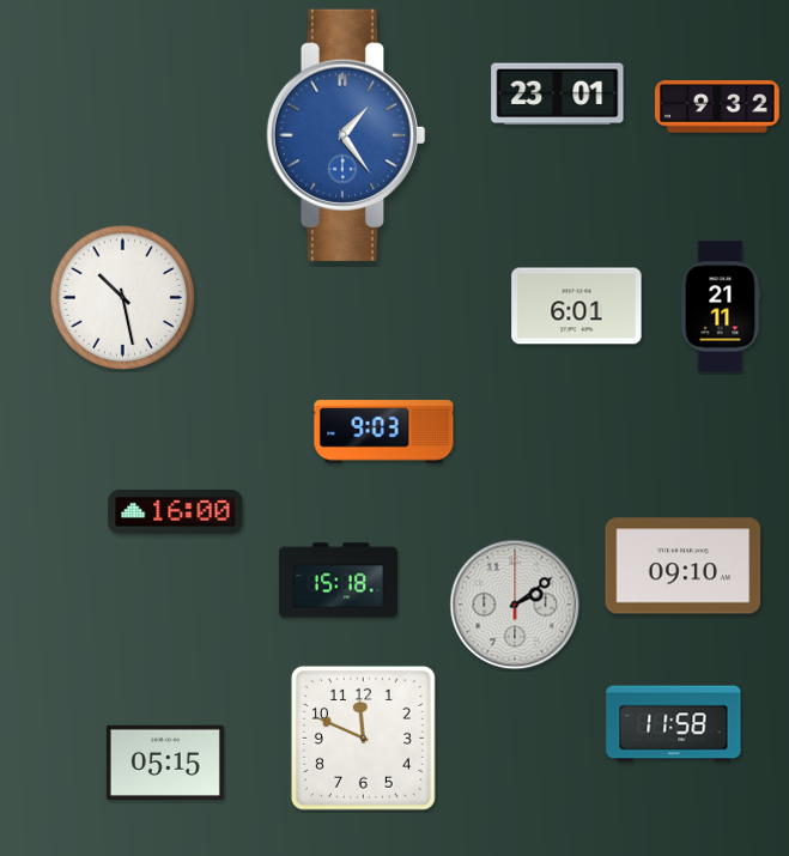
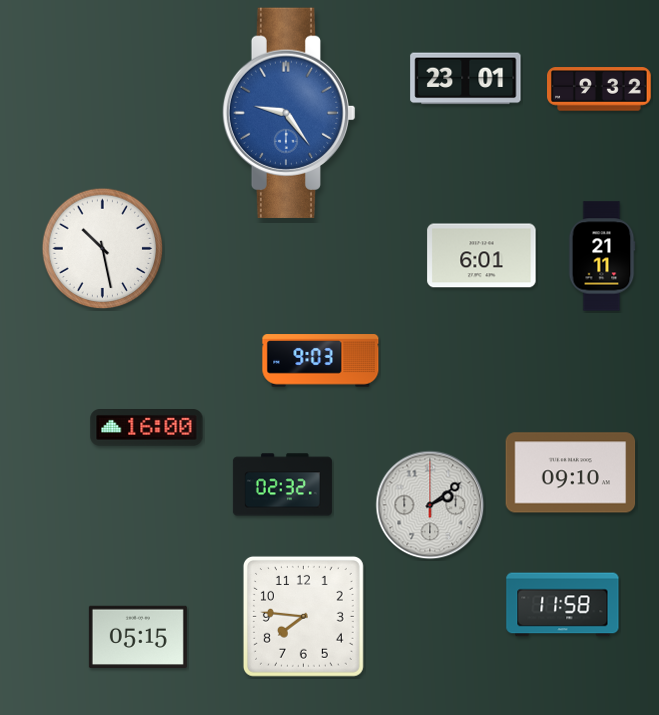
clock at (346, 135): 1:24 -> 9:24
clock at (338, 581): 15:18 -> 02:32
clock at (363, 737): 11:49 -> 7:46
